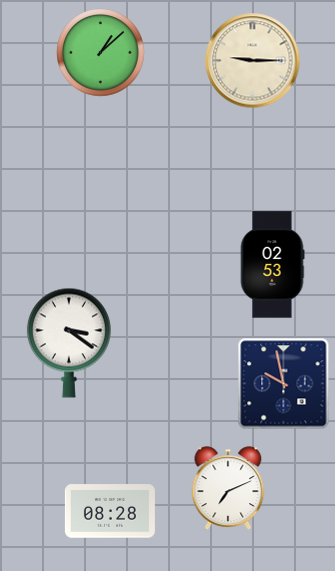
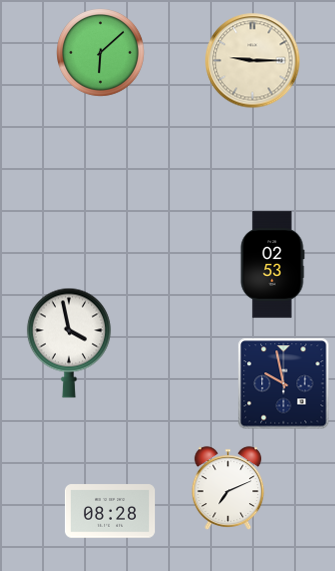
clock at (101, 53): 1:08 -> 6:08
clock at (69, 343): 3:21 -> 3:58
